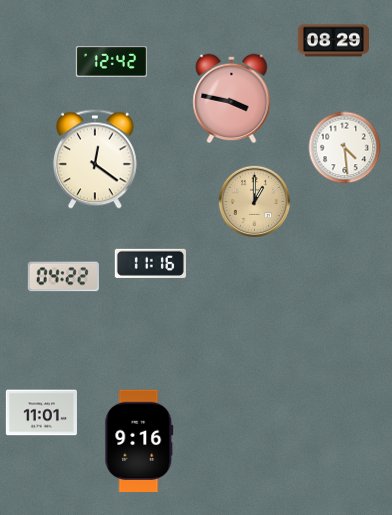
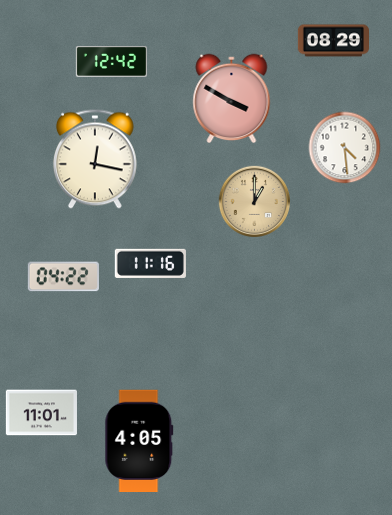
clock at (232, 99): 3:47 -> 3:50
clock at (95, 159): 12:21 -> 12:17
clock at (139, 440): 9:16 -> 4:05
